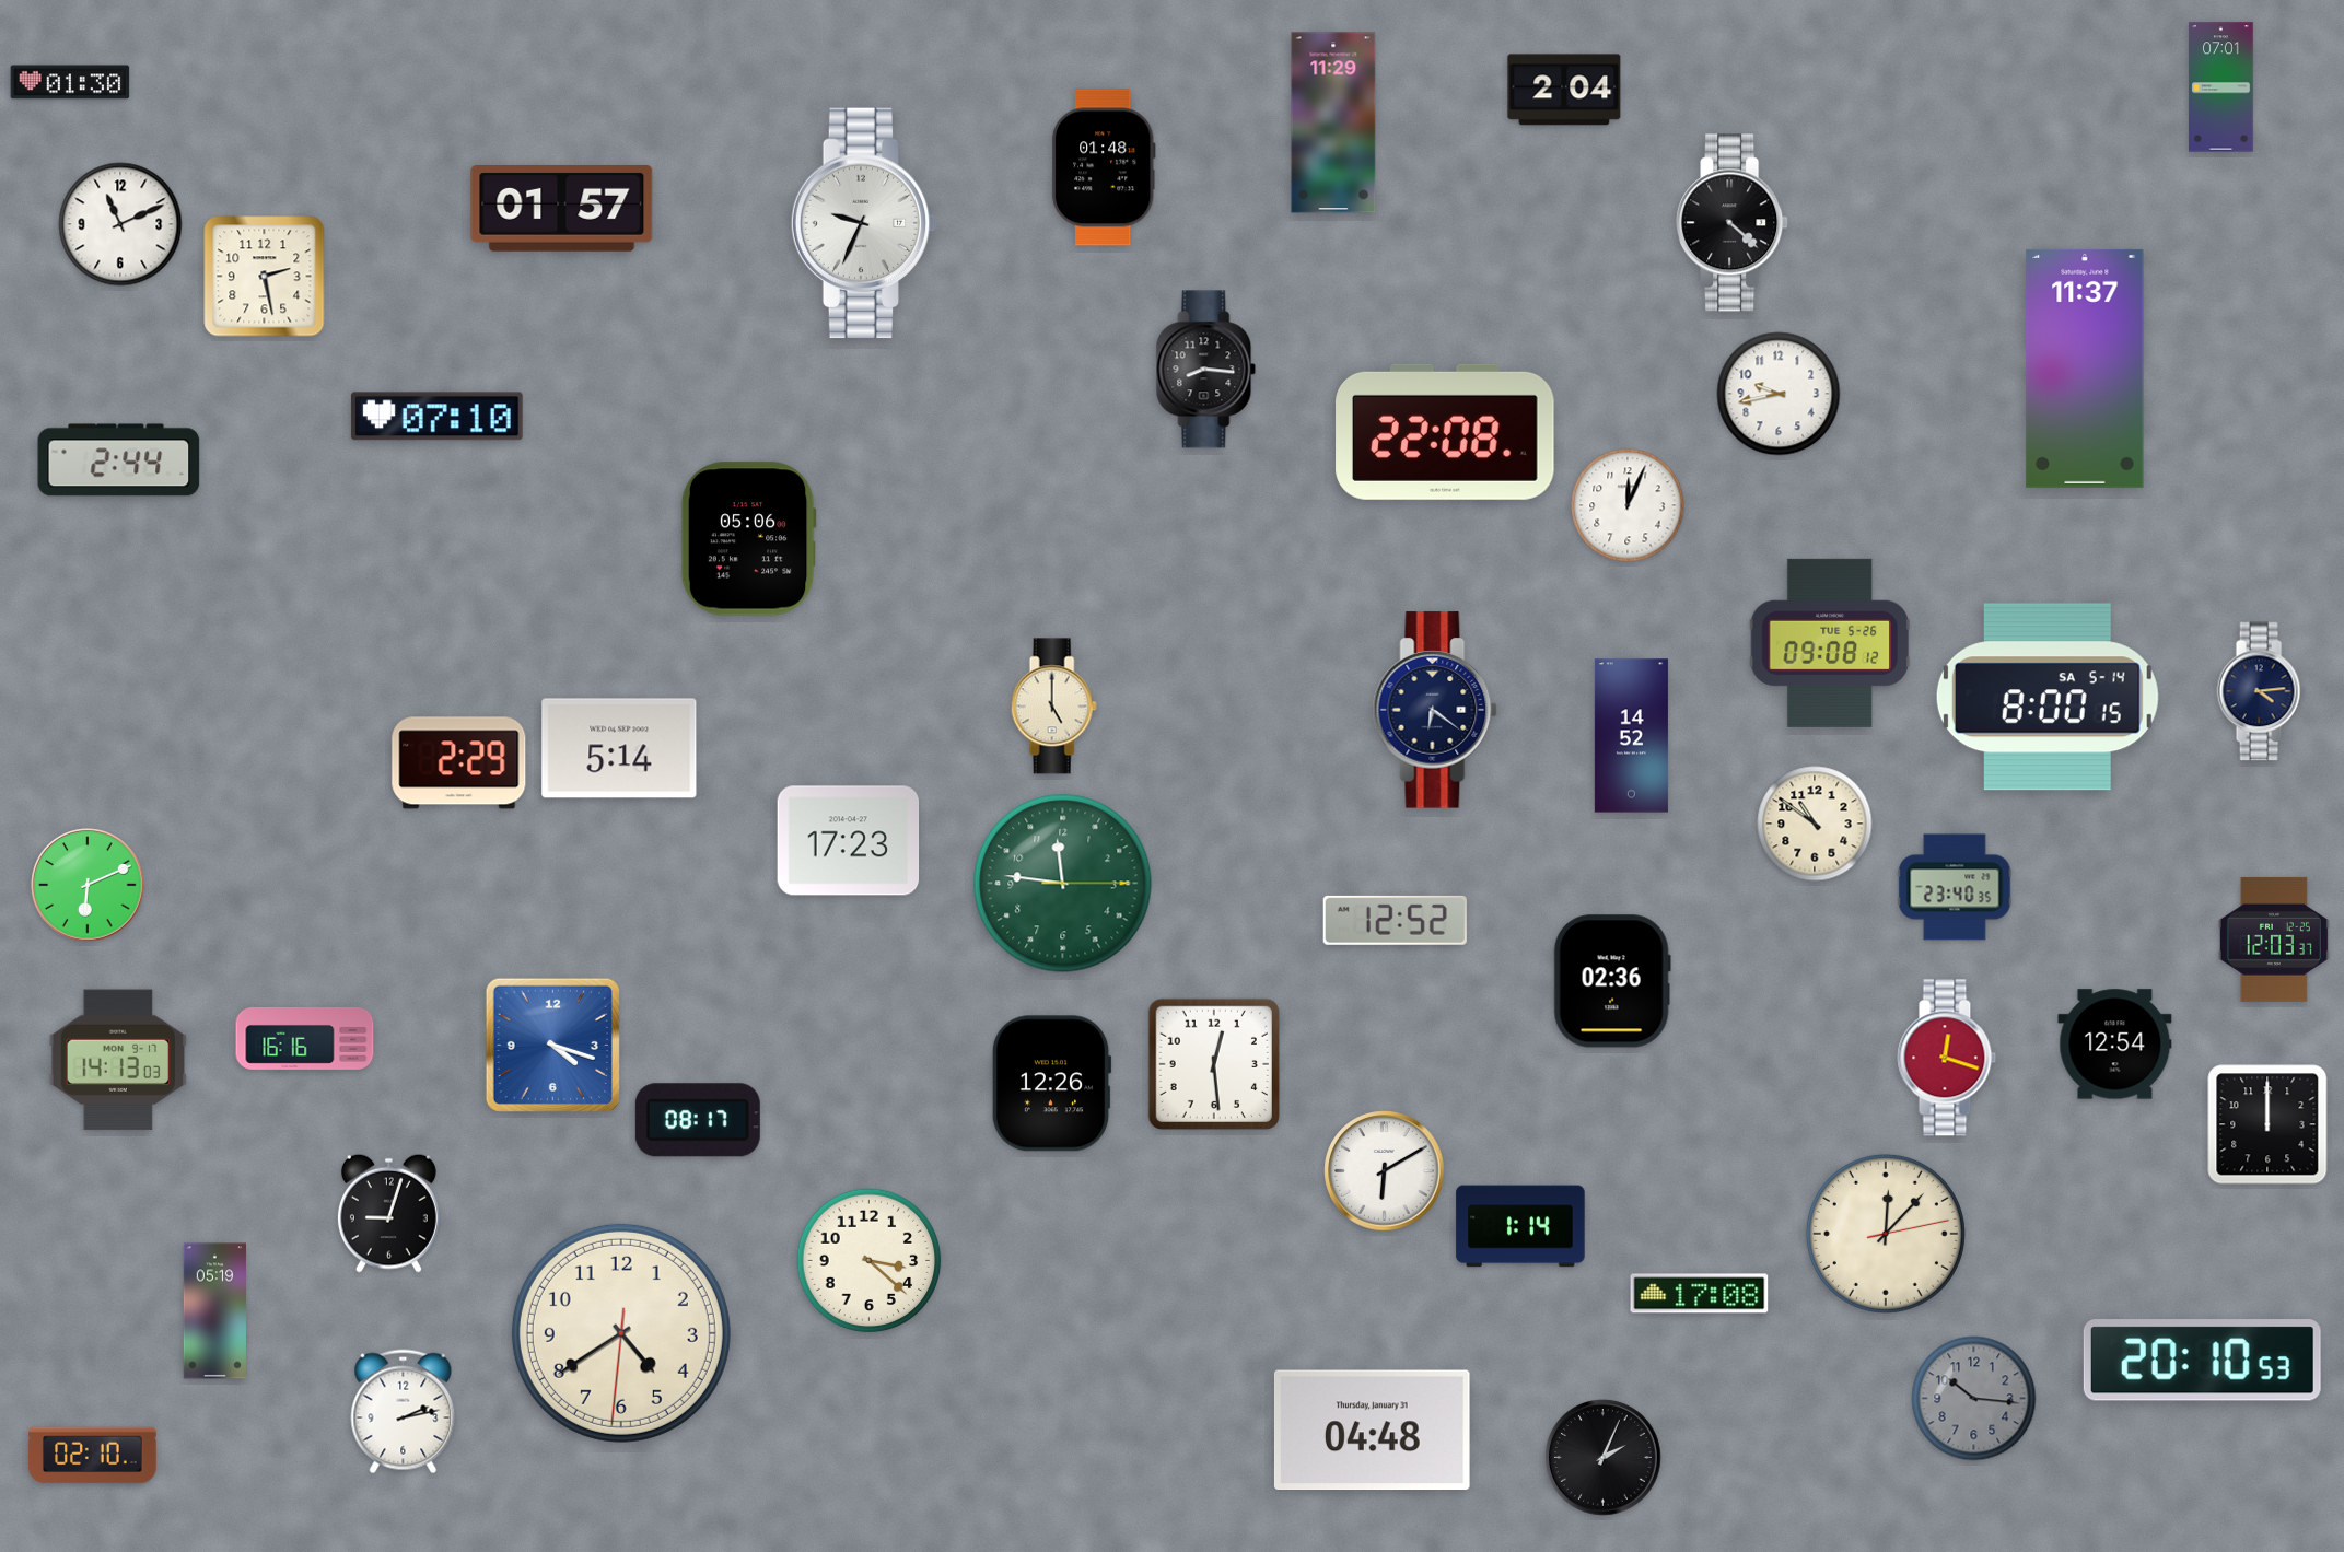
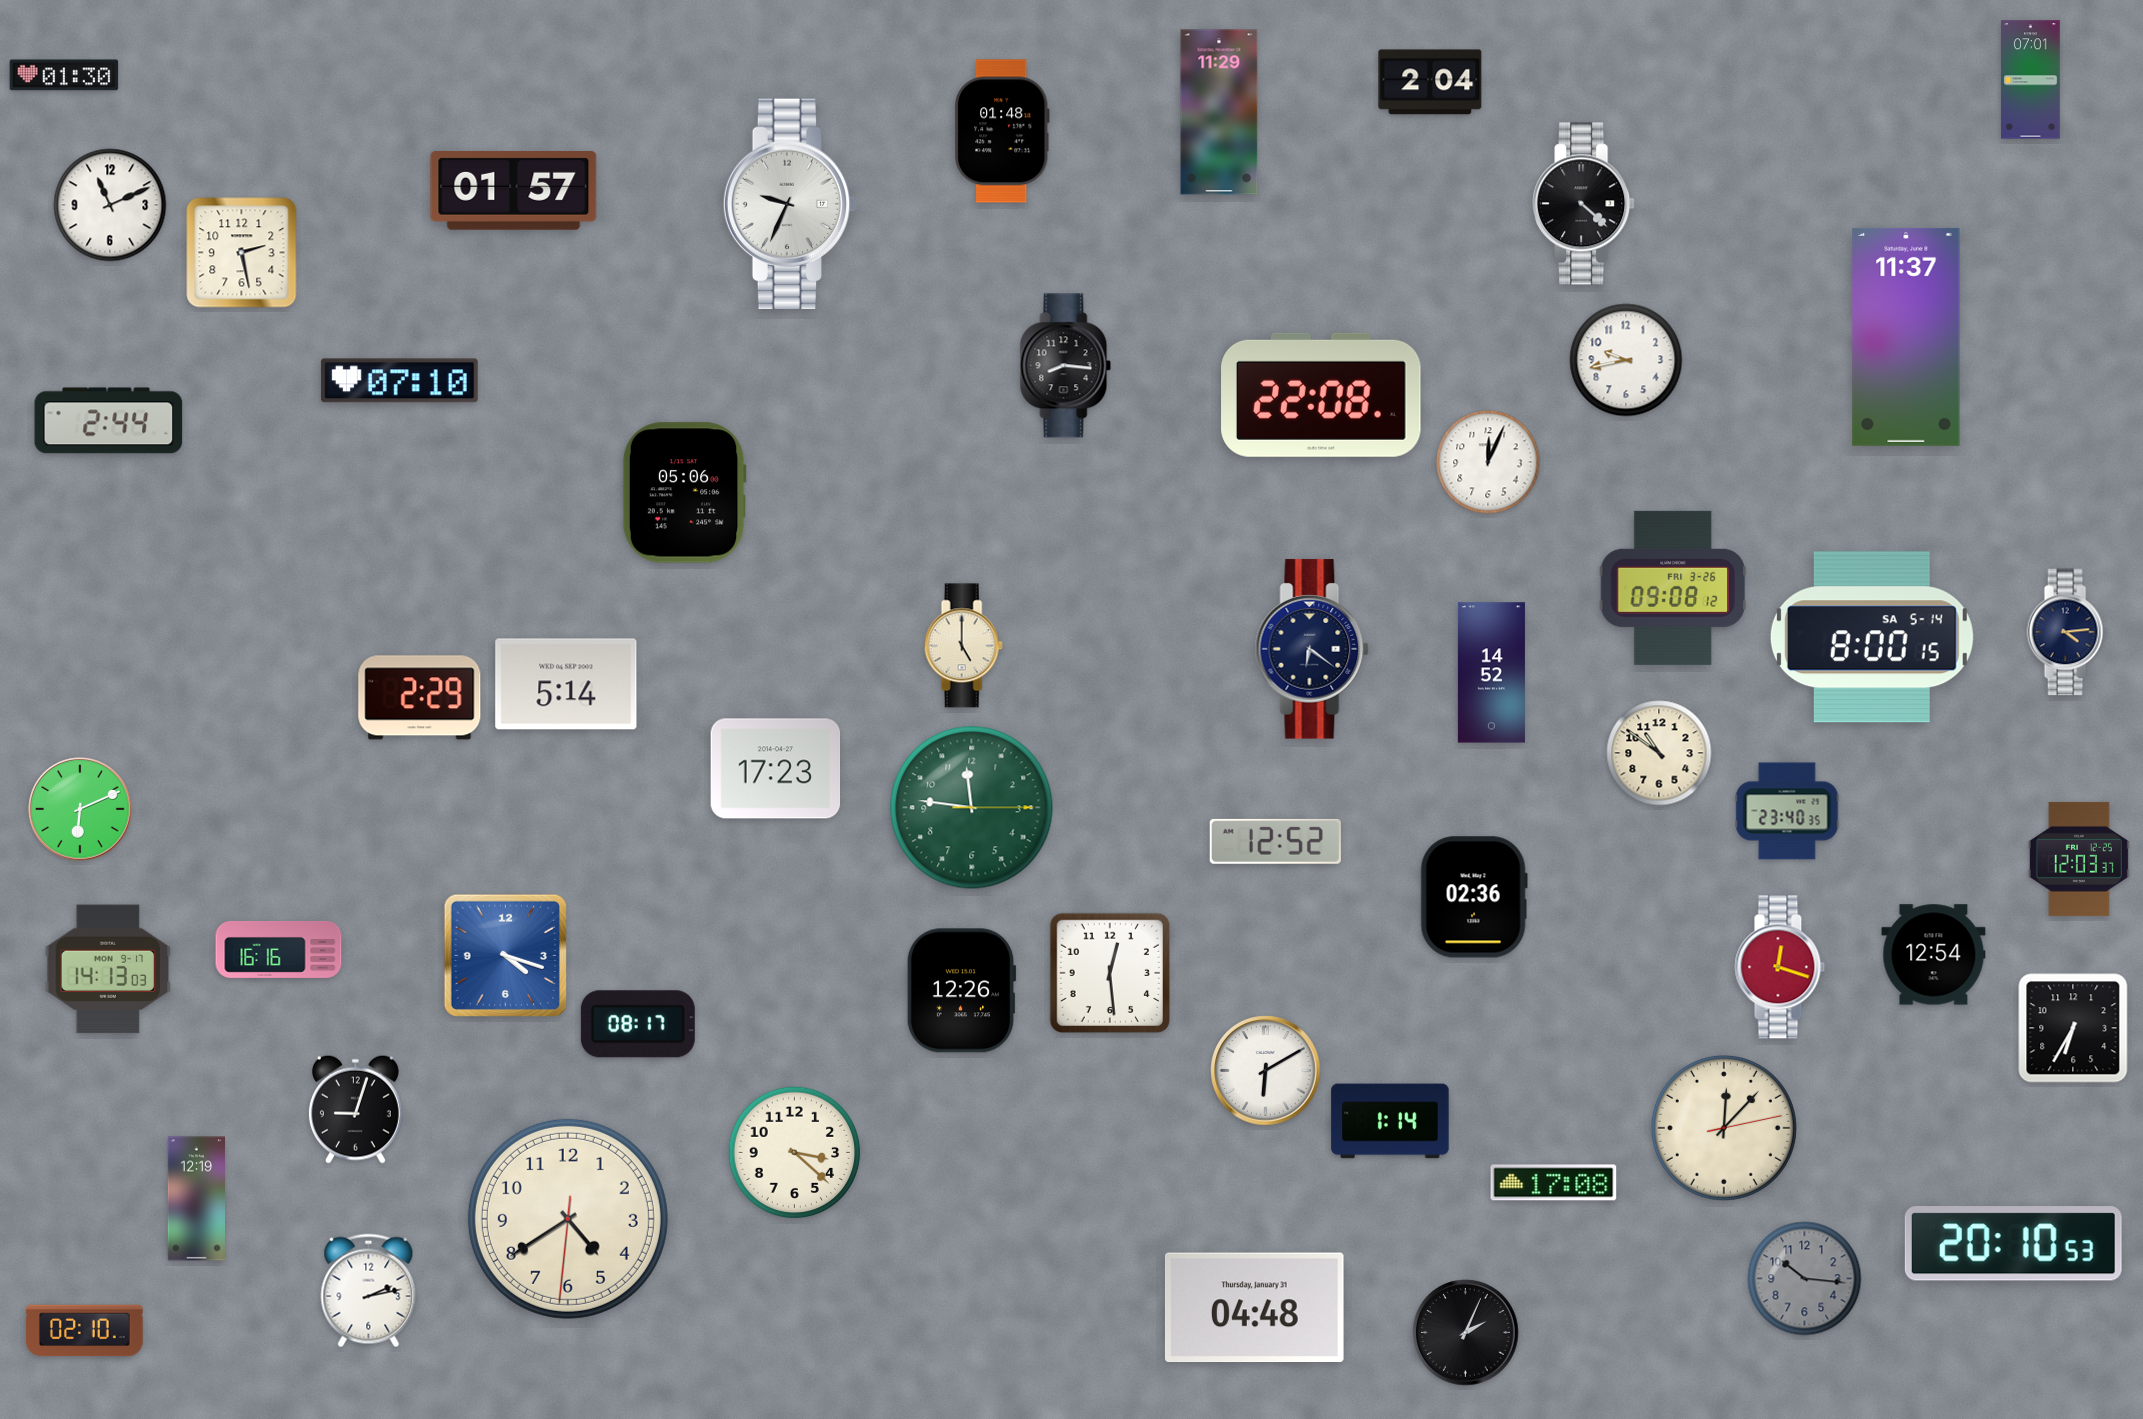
clock at (1104, 167) position: (1104, 167) -> (1002, 131)
clock at (1206, 370) position: (1206, 370) -> (1066, 366)
clock at (1830, 643) date: TUE 5-26 -> FRI 3-26
clock at (2267, 1124): 12:00 -> 6:35
clock at (214, 1311): 05:19 -> 12:19
